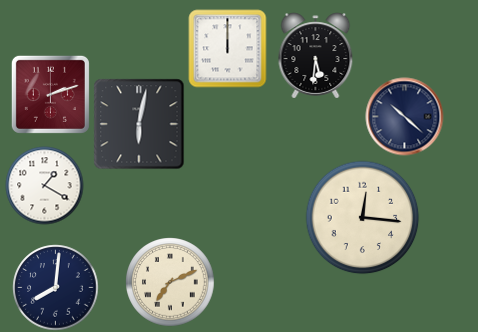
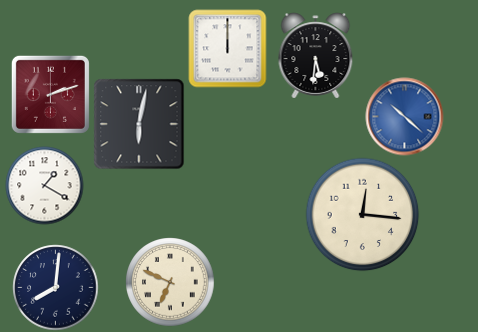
clock at (404, 116) dial: navy -> blue
clock at (362, 217) position: (362, 217) -> (362, 214)
clock at (170, 282): 7:11 -> 6:49
